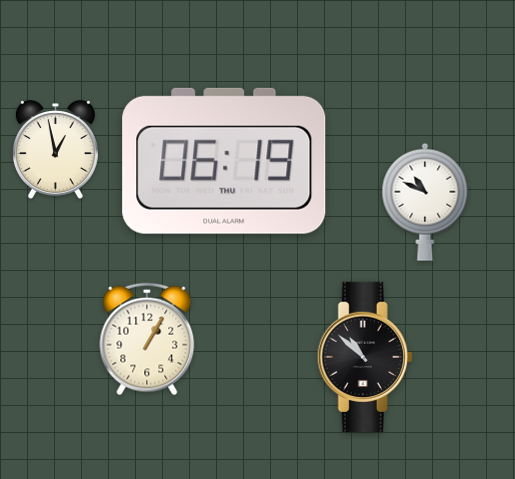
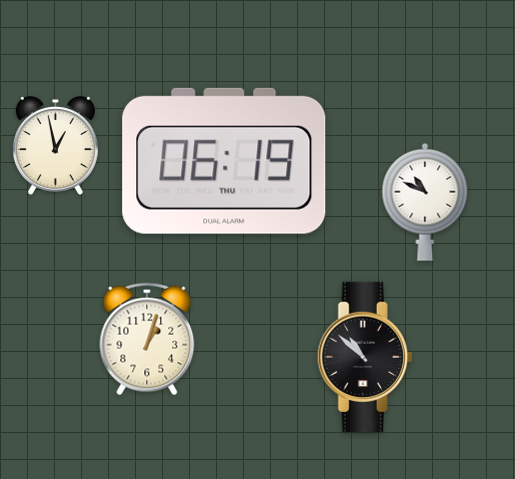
clock at (55, 150) position: (55, 150) -> (55, 146)
clock at (147, 339): 1:05 -> 1:03
